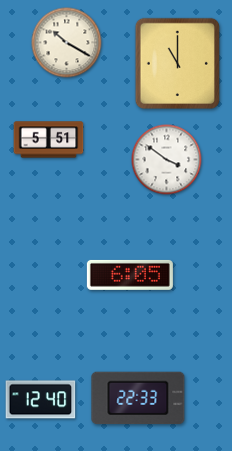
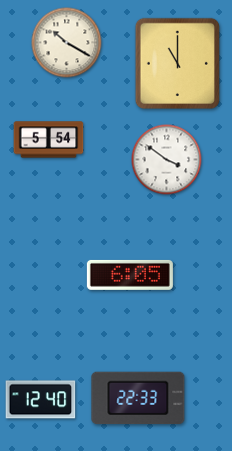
clock at (49, 140): 5:51 -> 5:54
